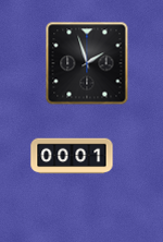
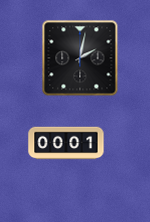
clock at (87, 63): 1:57 -> 2:02
